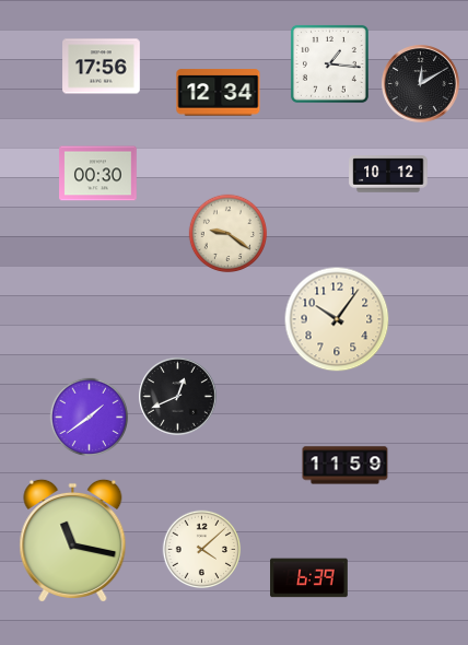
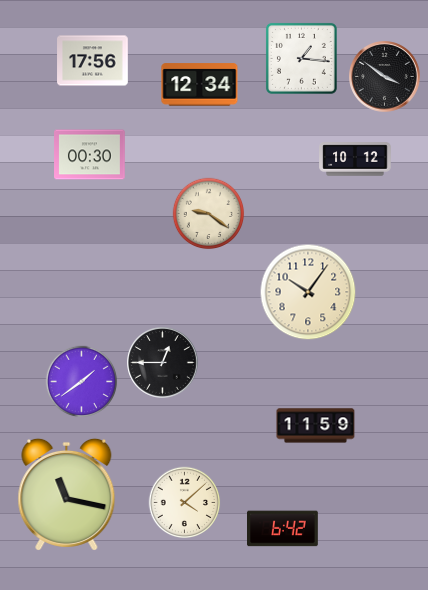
clock at (421, 84): 12:10 -> 3:51
clock at (98, 174) position: (98, 174) -> (90, 155)
clock at (178, 397): 12:41 -> 12:45
clock at (309, 578): 6:39 -> 6:42
